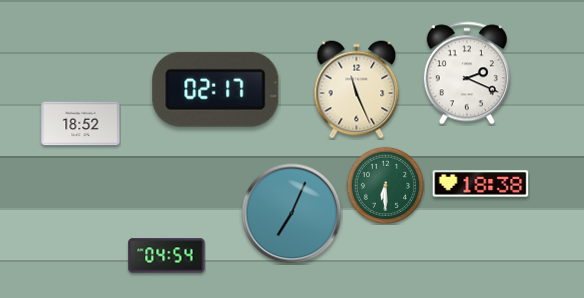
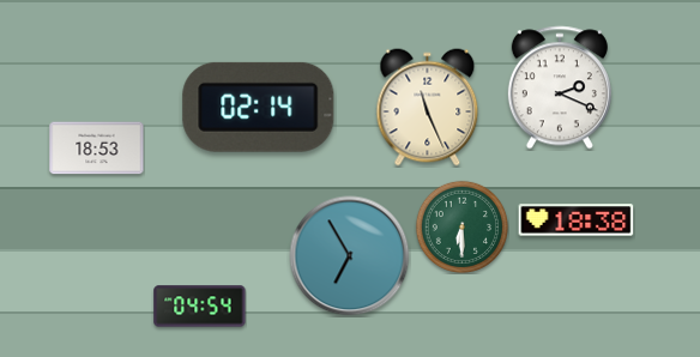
clock at (216, 89): 02:17 -> 02:14
clock at (81, 124): 18:52 -> 18:53
clock at (385, 185) position: (385, 185) -> (461, 226)
clock at (292, 214): 7:04 -> 6:55
